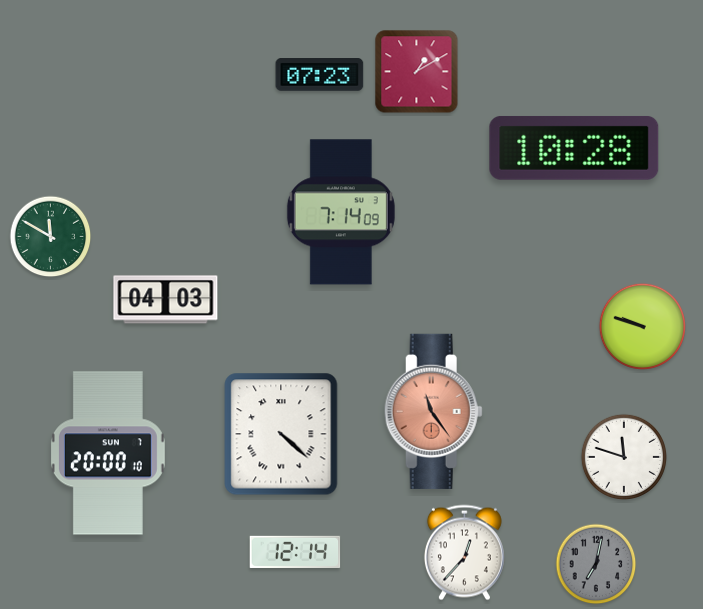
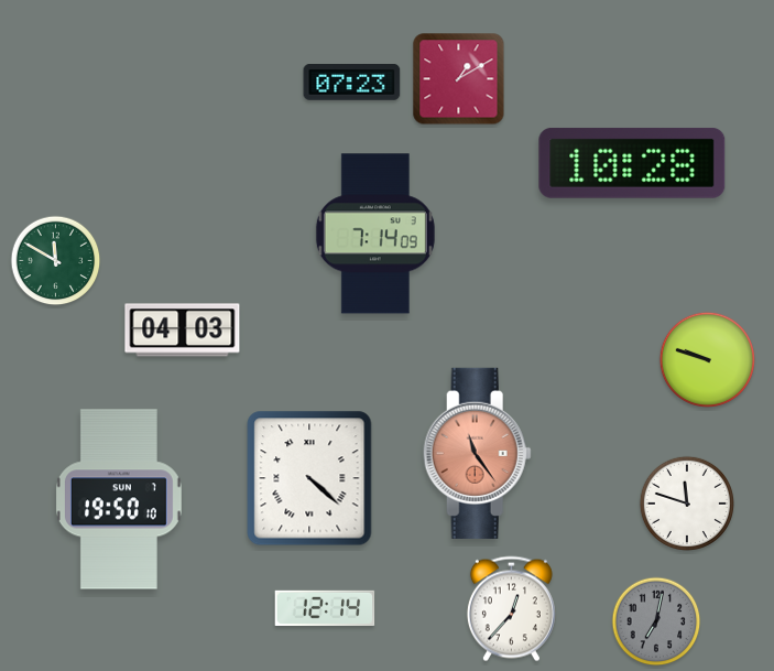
clock at (108, 453): 20:00 -> 19:50
